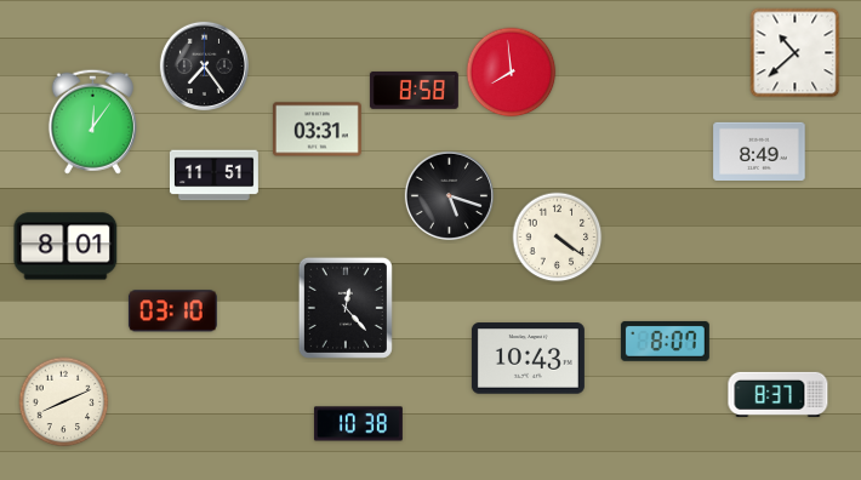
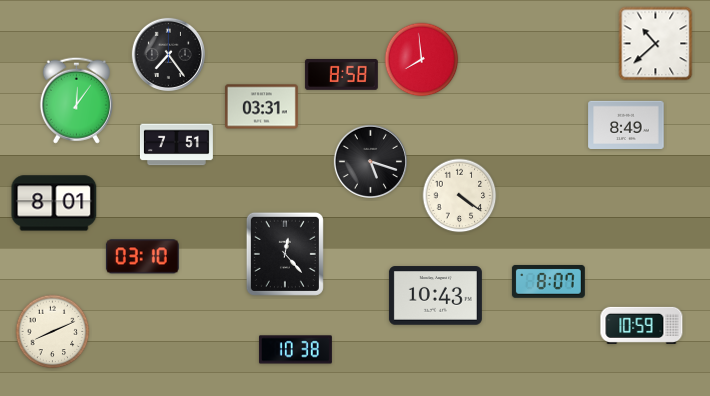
clock at (213, 176): 11:51 -> 7:51
clock at (779, 394): 8:37 -> 10:59
